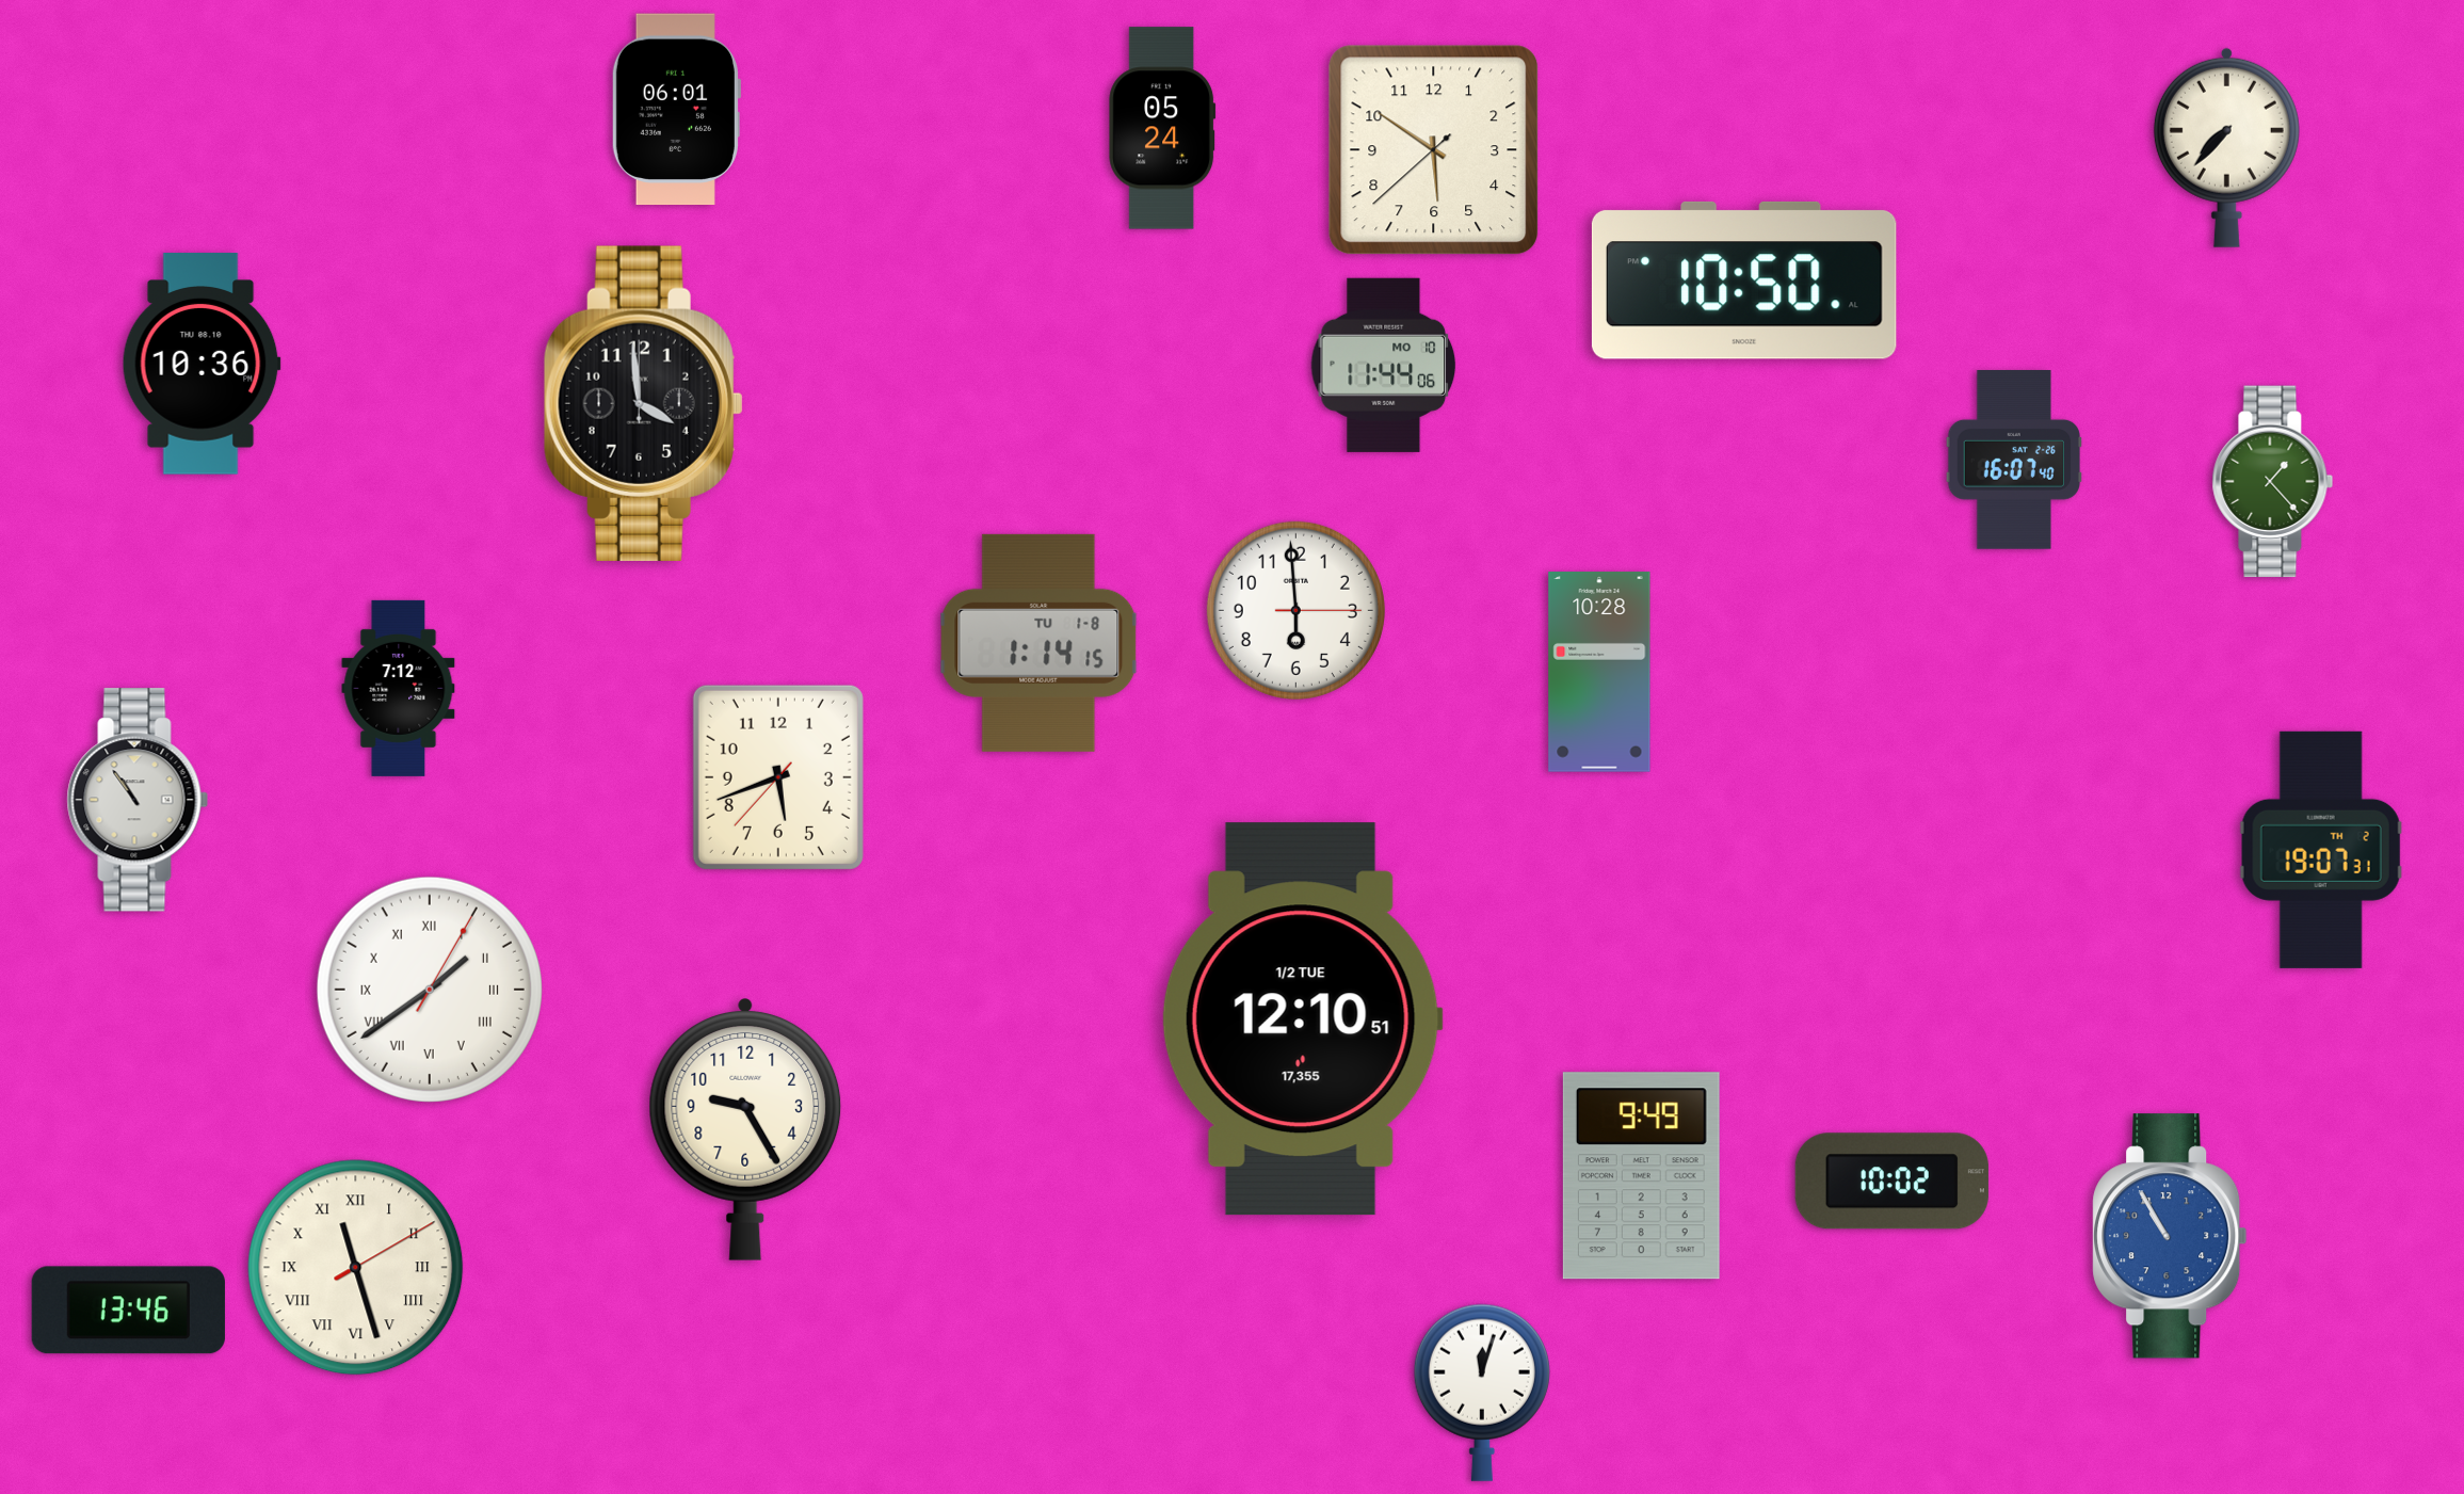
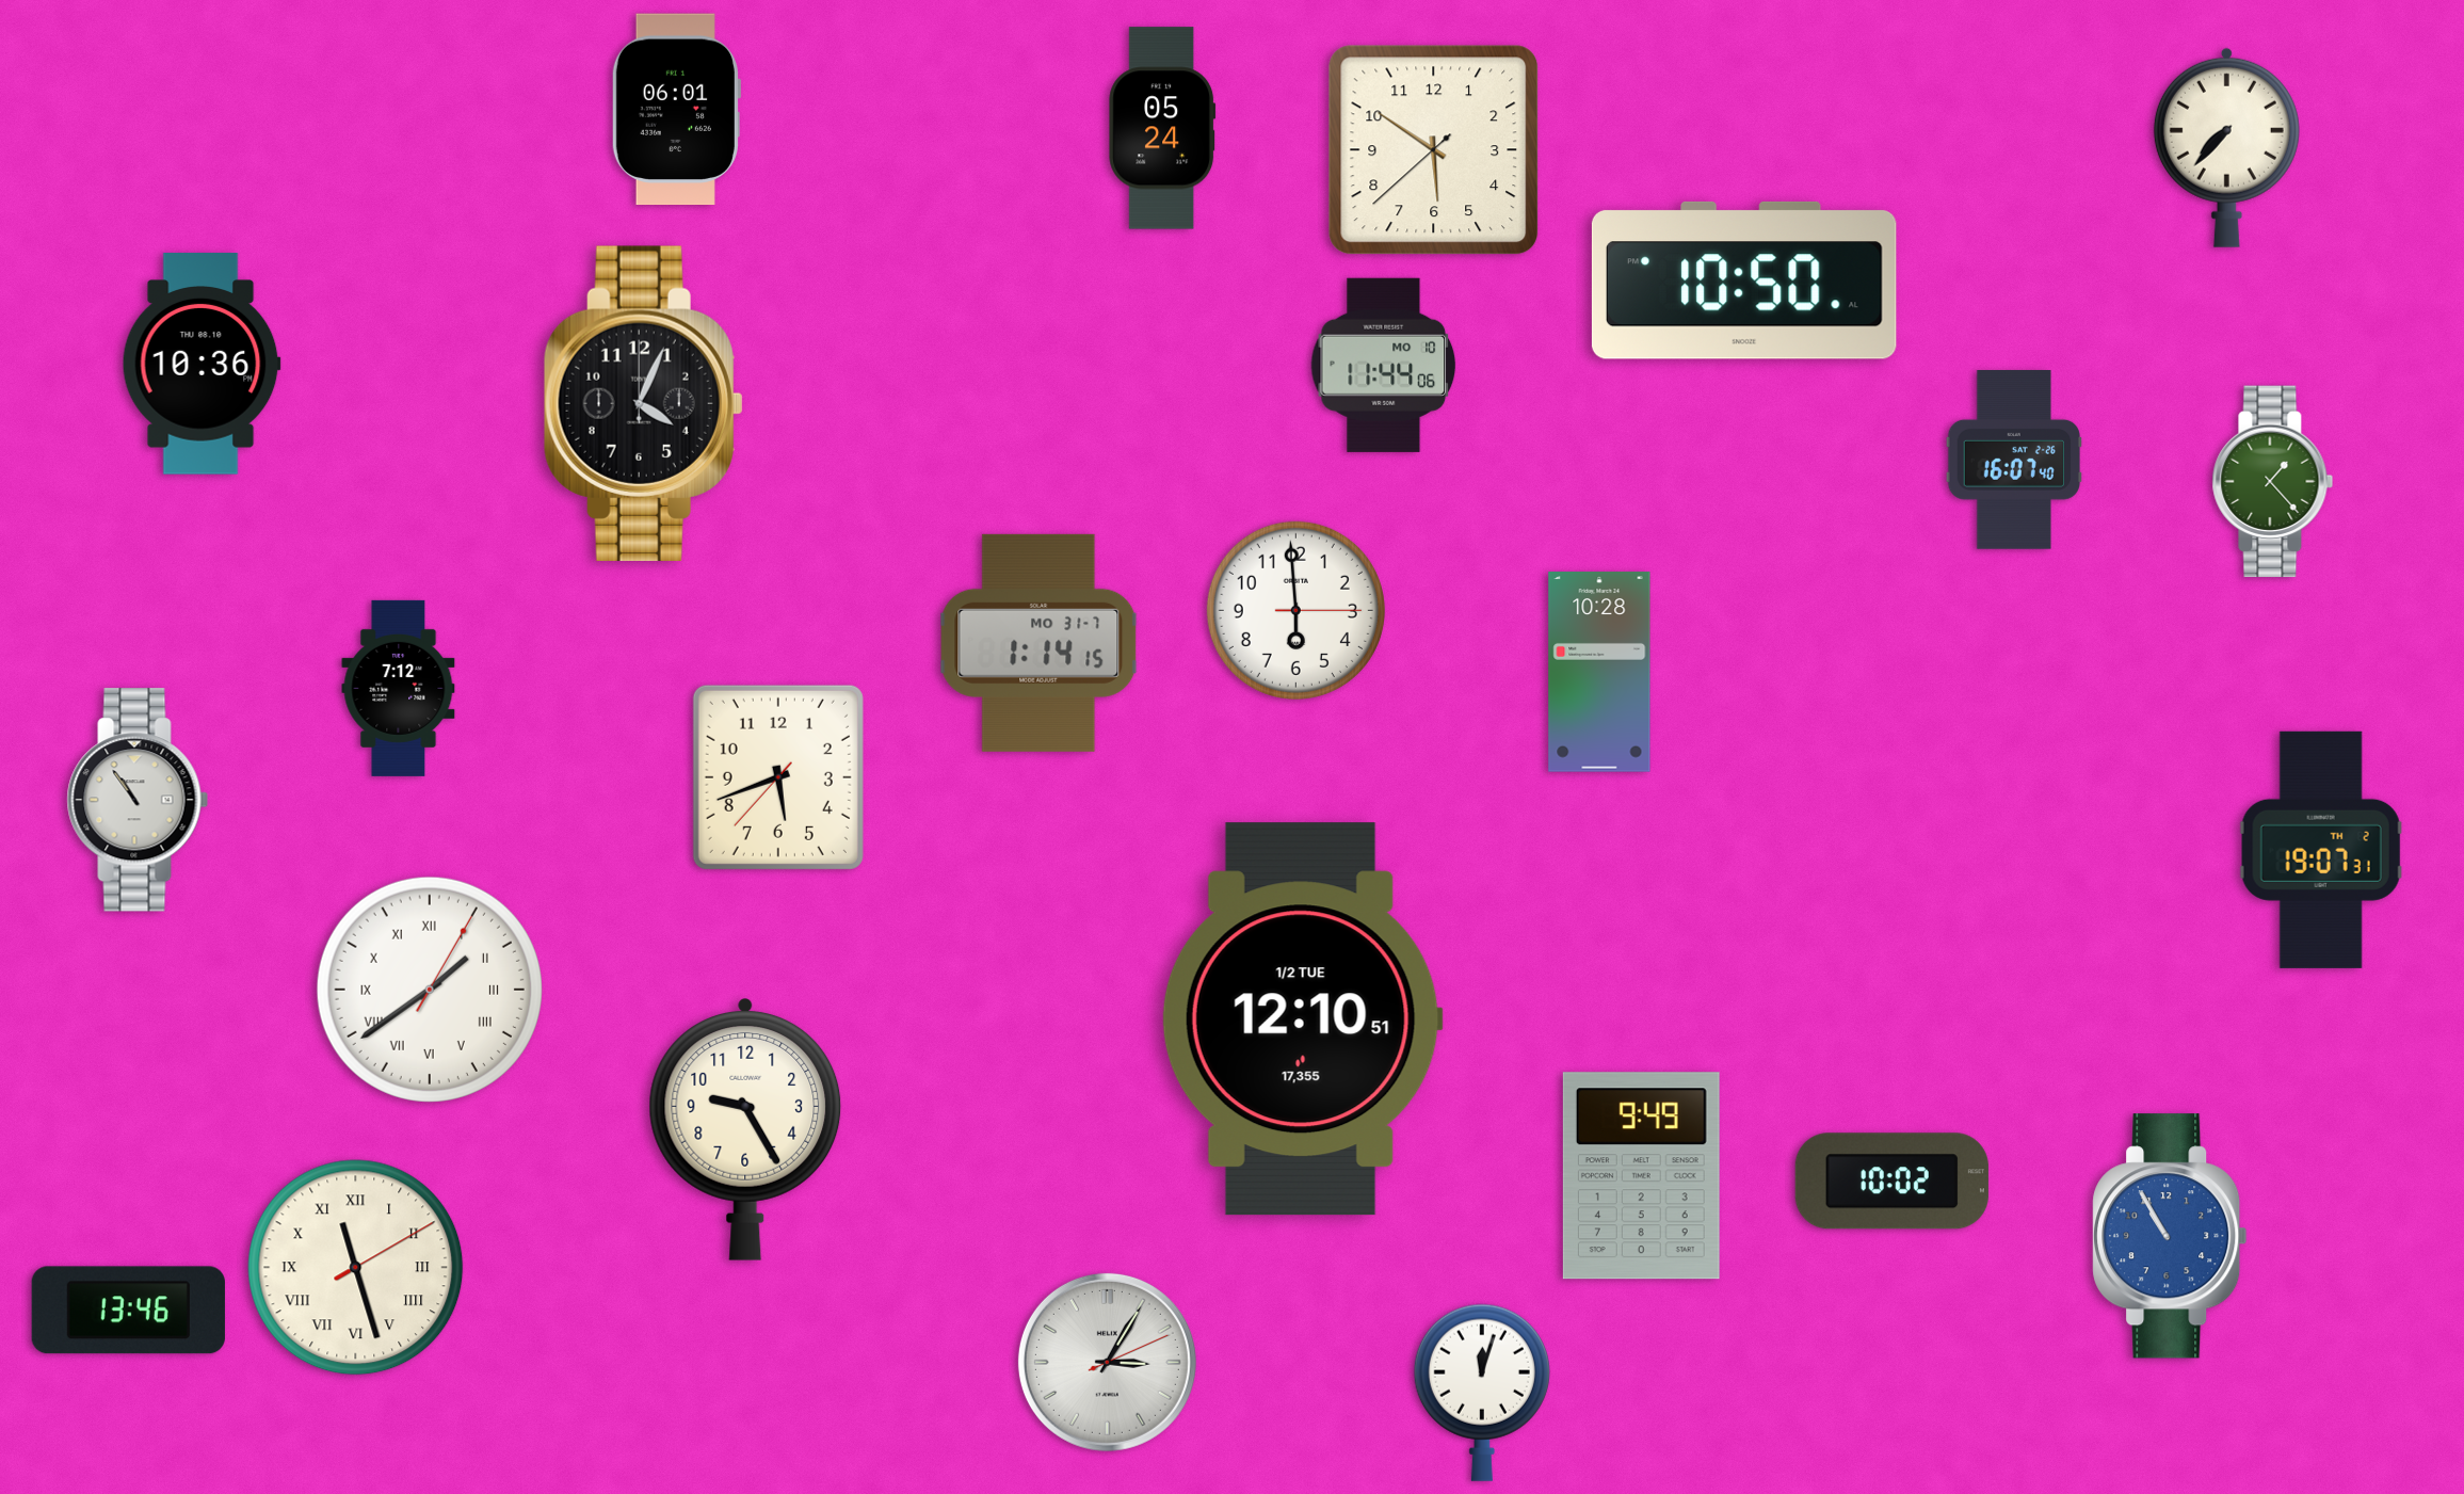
clock at (643, 403): 3:59 -> 4:04
clock at (1038, 643) date: TU 1-8 -> MO 31-7
clock at (1107, 1362): none -> 3:05
